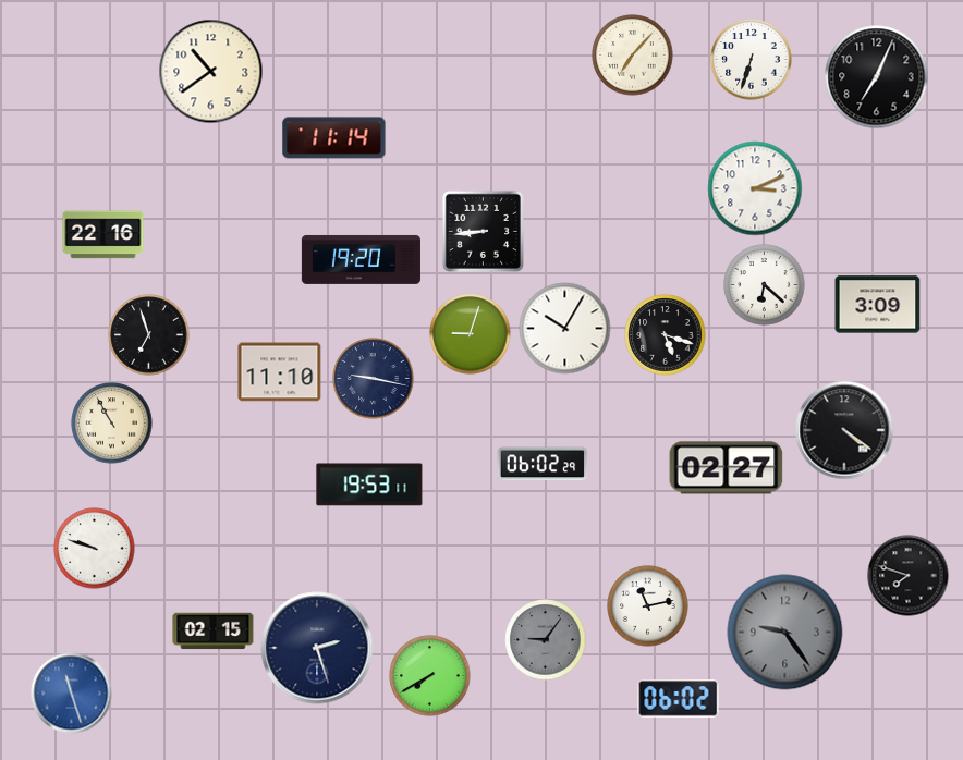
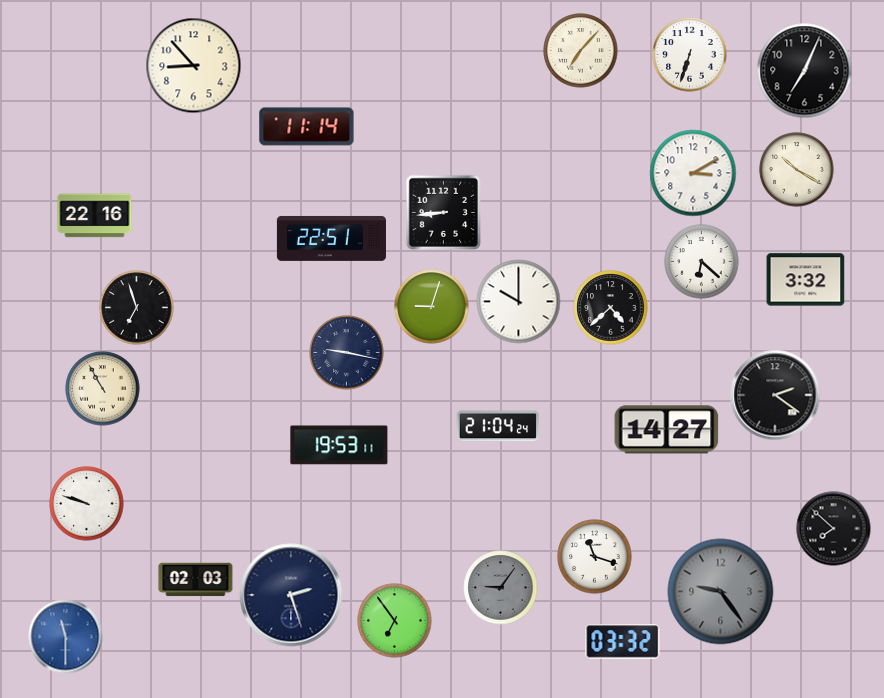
clock at (211, 72): 10:39 -> 8:53
clock at (797, 170): none -> 10:20
clock at (755, 188): 3:11 -> 3:10
clock at (361, 259): 19:20 -> 22:51
clock at (878, 305): 3:09 -> 3:32
clock at (565, 329): 10:05 -> 10:00
clock at (666, 335): 5:18 -> 4:38
clock at (280, 372): 11:10 -> none
clock at (374, 379) position: (374, 379) -> (347, 353)
clock at (844, 430): 4:21 -> 2:21
clock at (543, 464): 06:02 -> 21:04
clock at (727, 468): 02:27 -> 14:27
clock at (909, 576): 7:48 -> 7:52
clock at (648, 606): 11:13 -> 11:18
clock at (214, 632): 02:15 -> 02:03
clock at (785, 633) position: (785, 633) -> (721, 592)
clock at (430, 676): 7:40 -> 6:54
clock at (72, 694): 11:27 -> 11:30
clock at (679, 699): 06:02 -> 03:32
